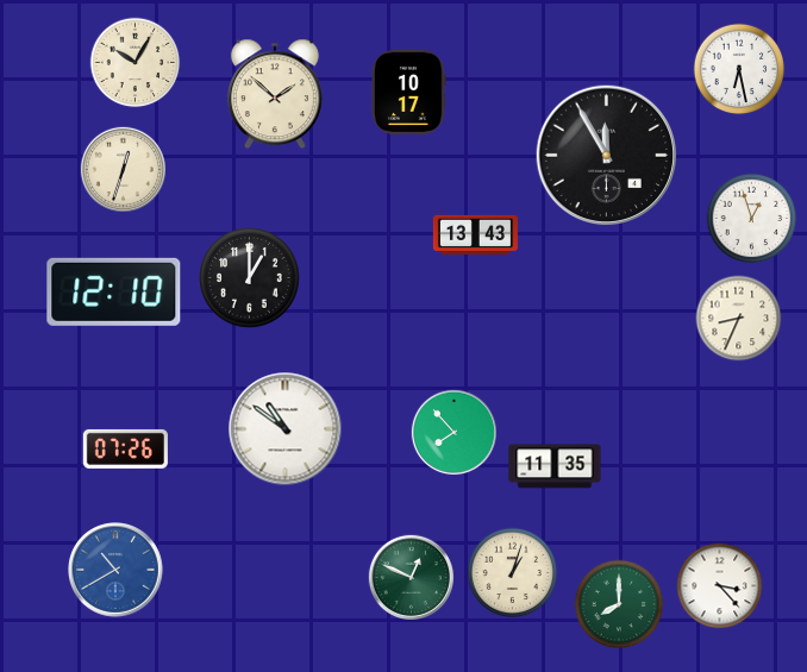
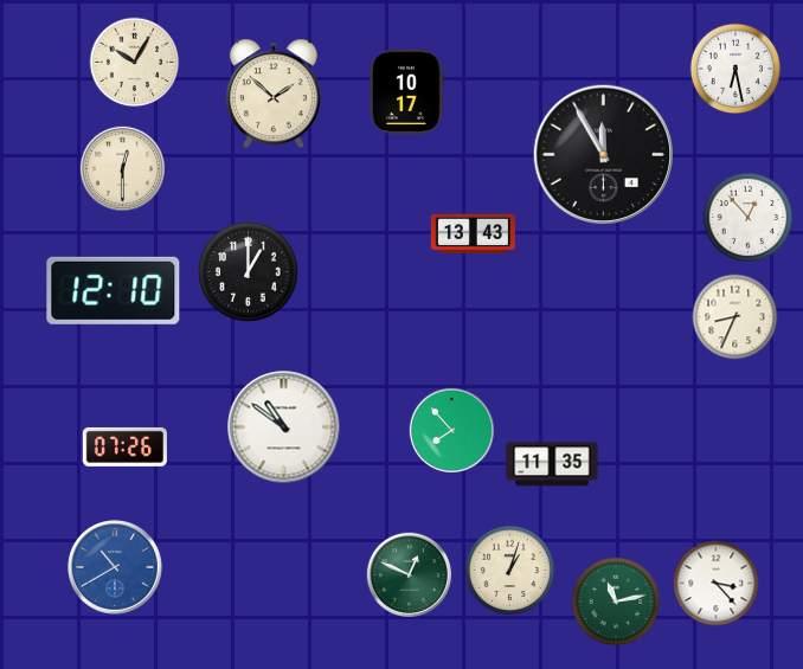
clock at (123, 169): 12:33 -> 12:30
clock at (752, 219): 12:57 -> 12:53
clock at (250, 278) position: (250, 278) -> (249, 272)
clock at (619, 604): 8:00 -> 11:13
